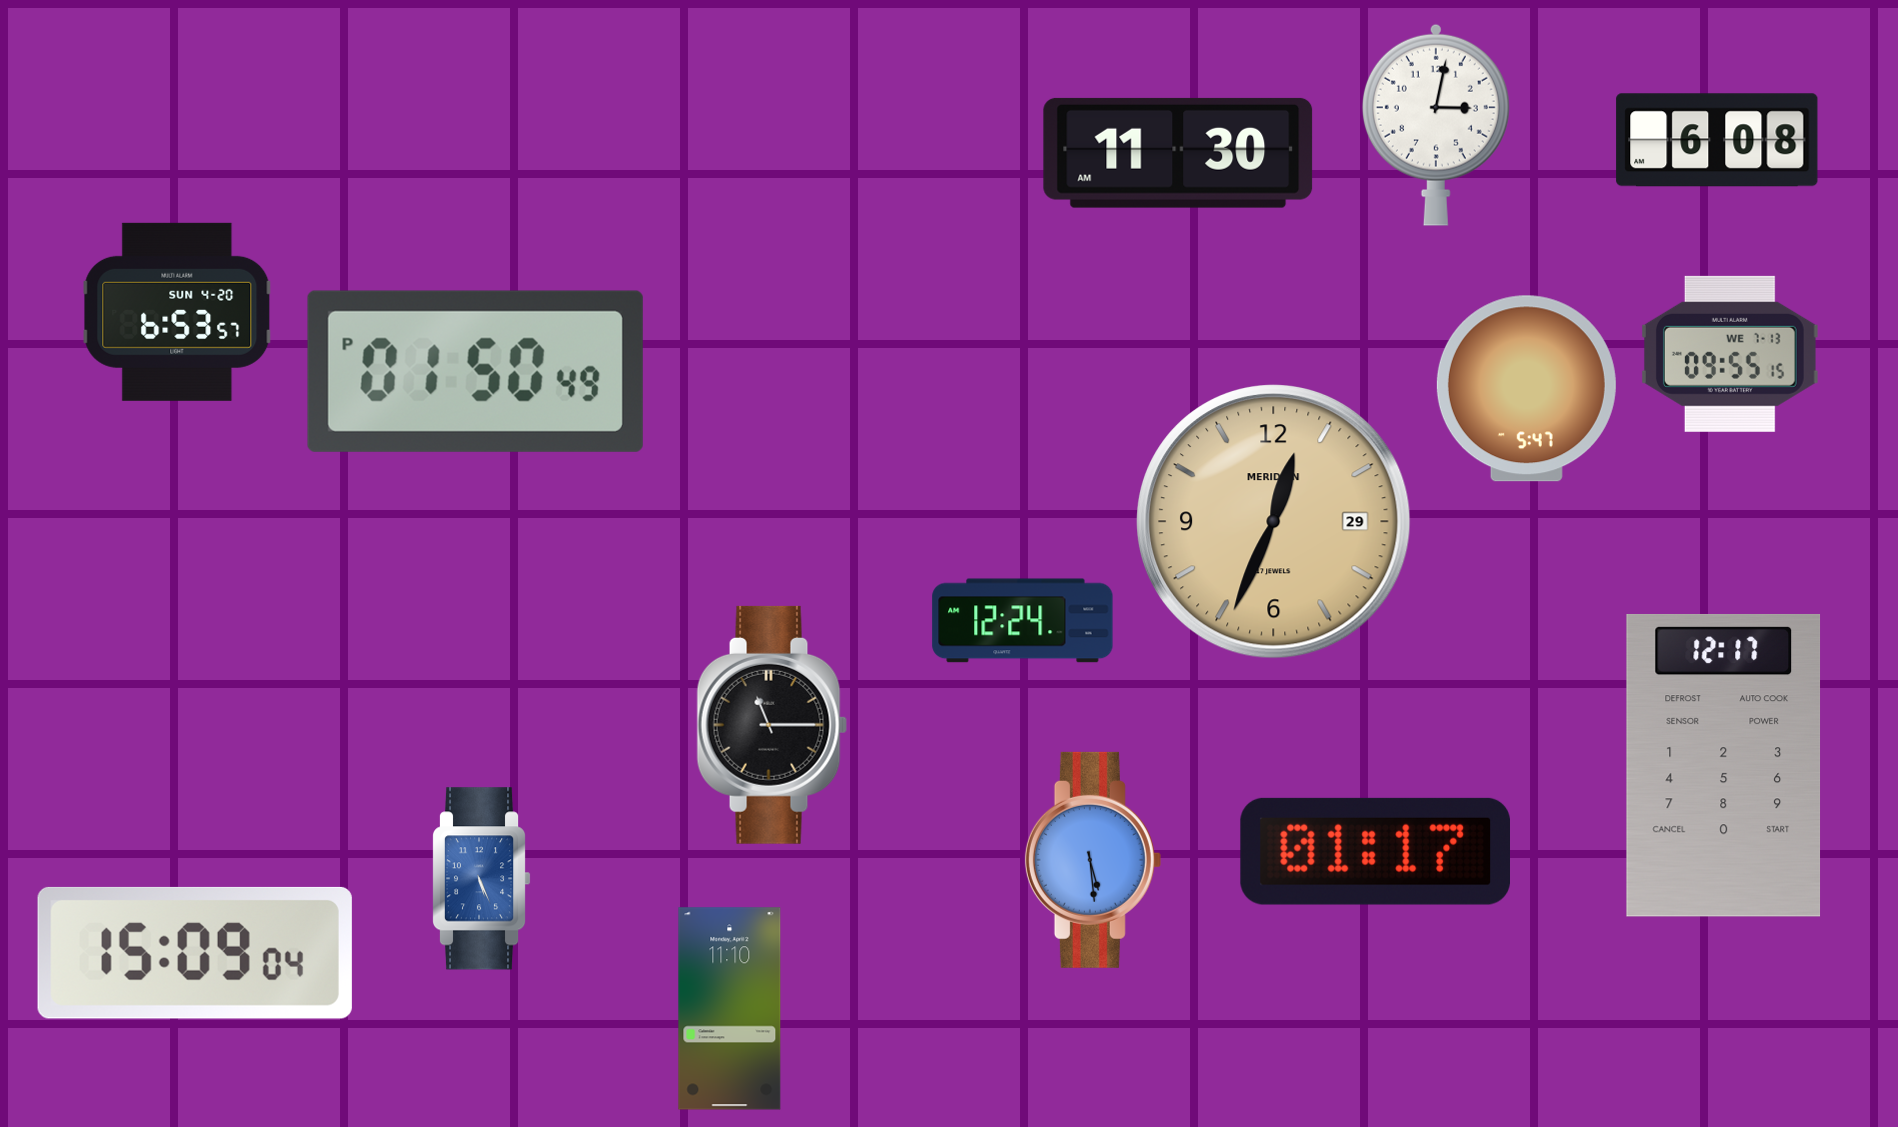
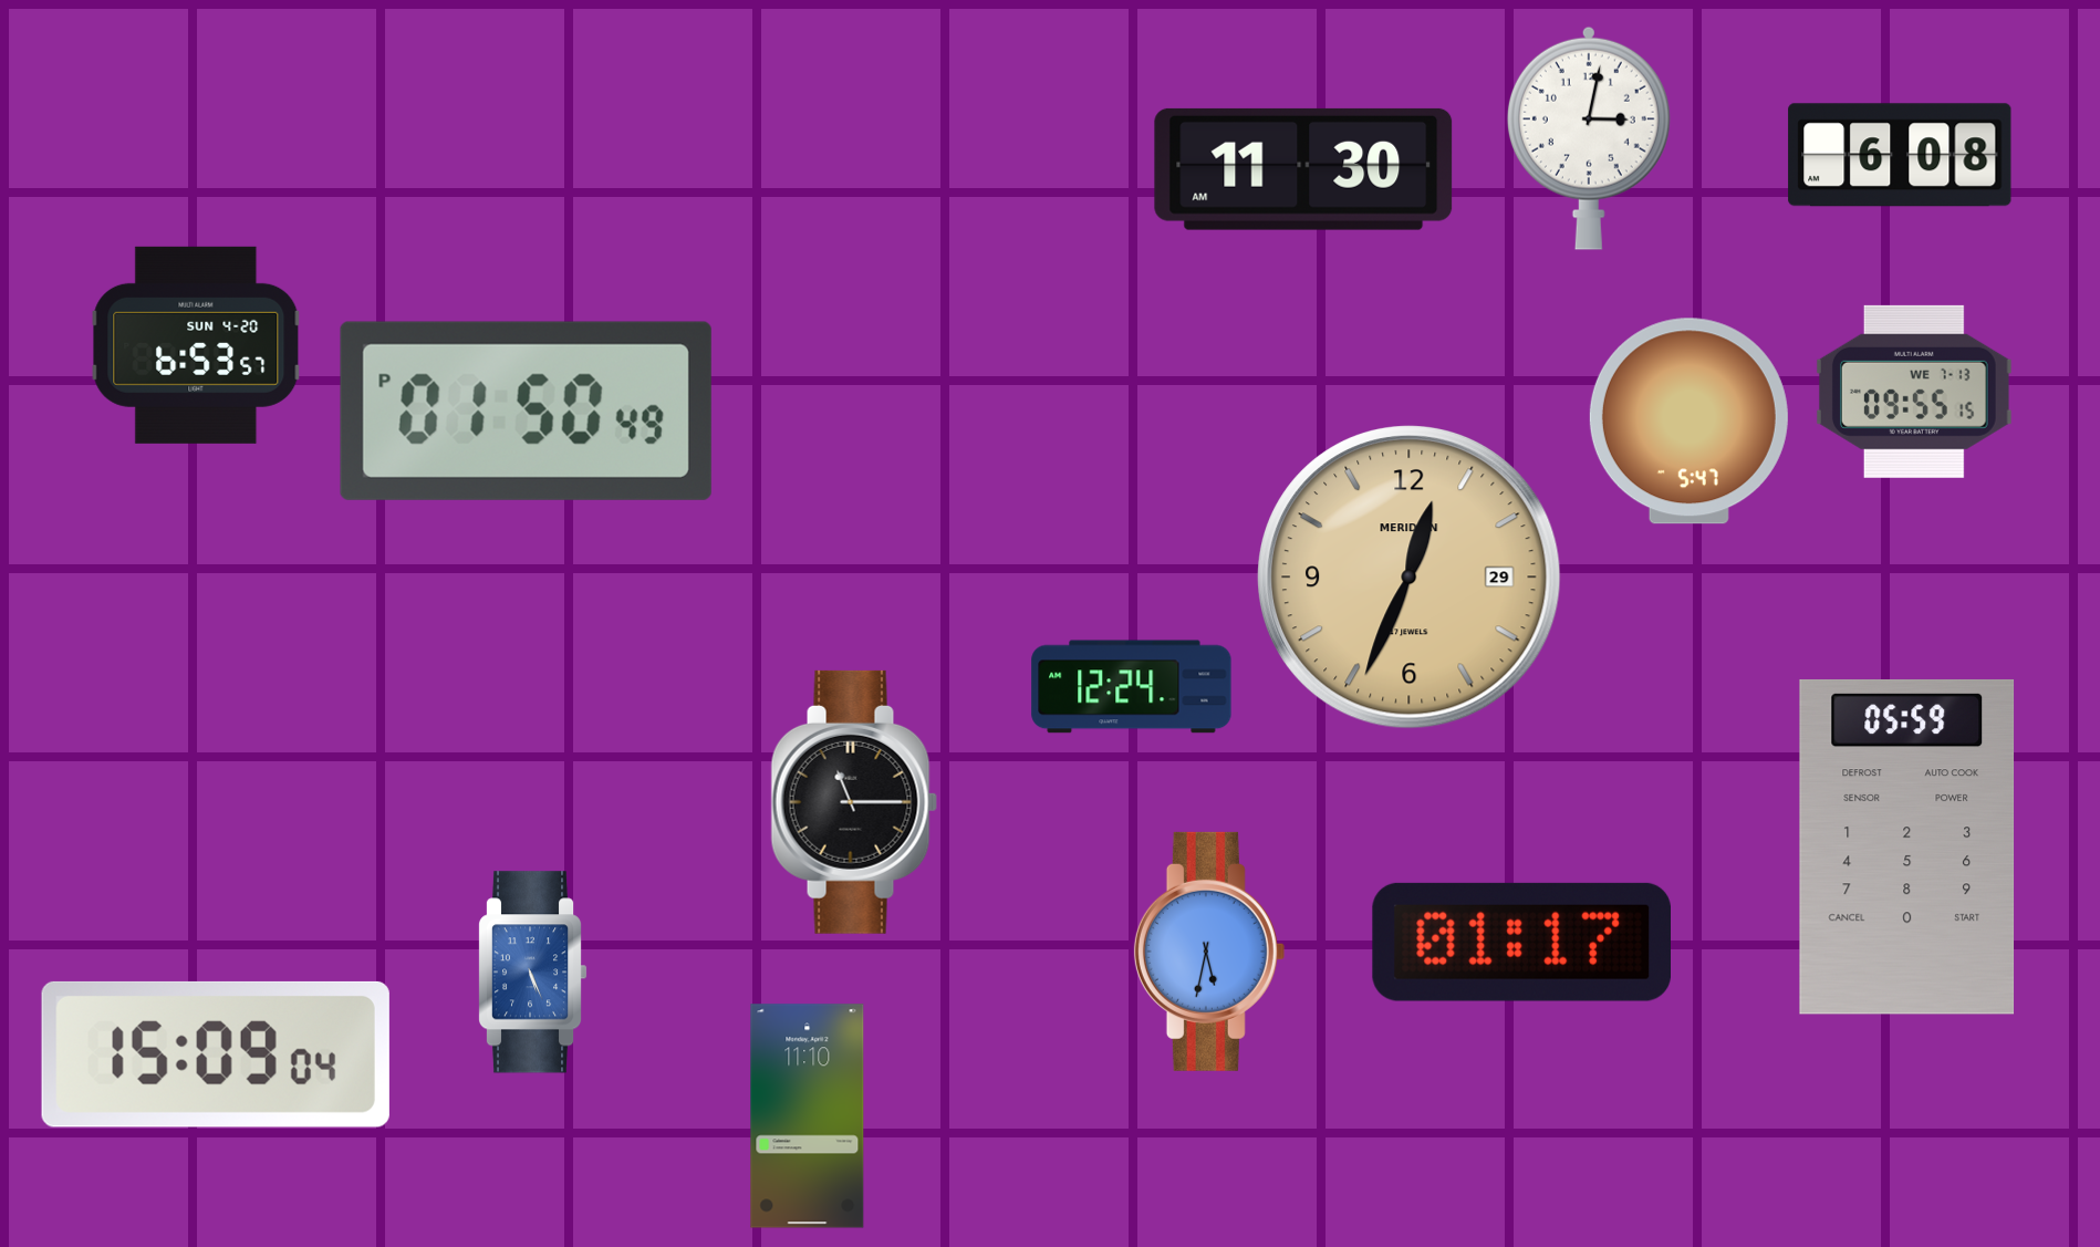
clock at (1526, 389) position: (1526, 389) -> (1688, 422)
clock at (1724, 765): 12:17 -> 05:59
clock at (1093, 860): 5:29 -> 5:32
